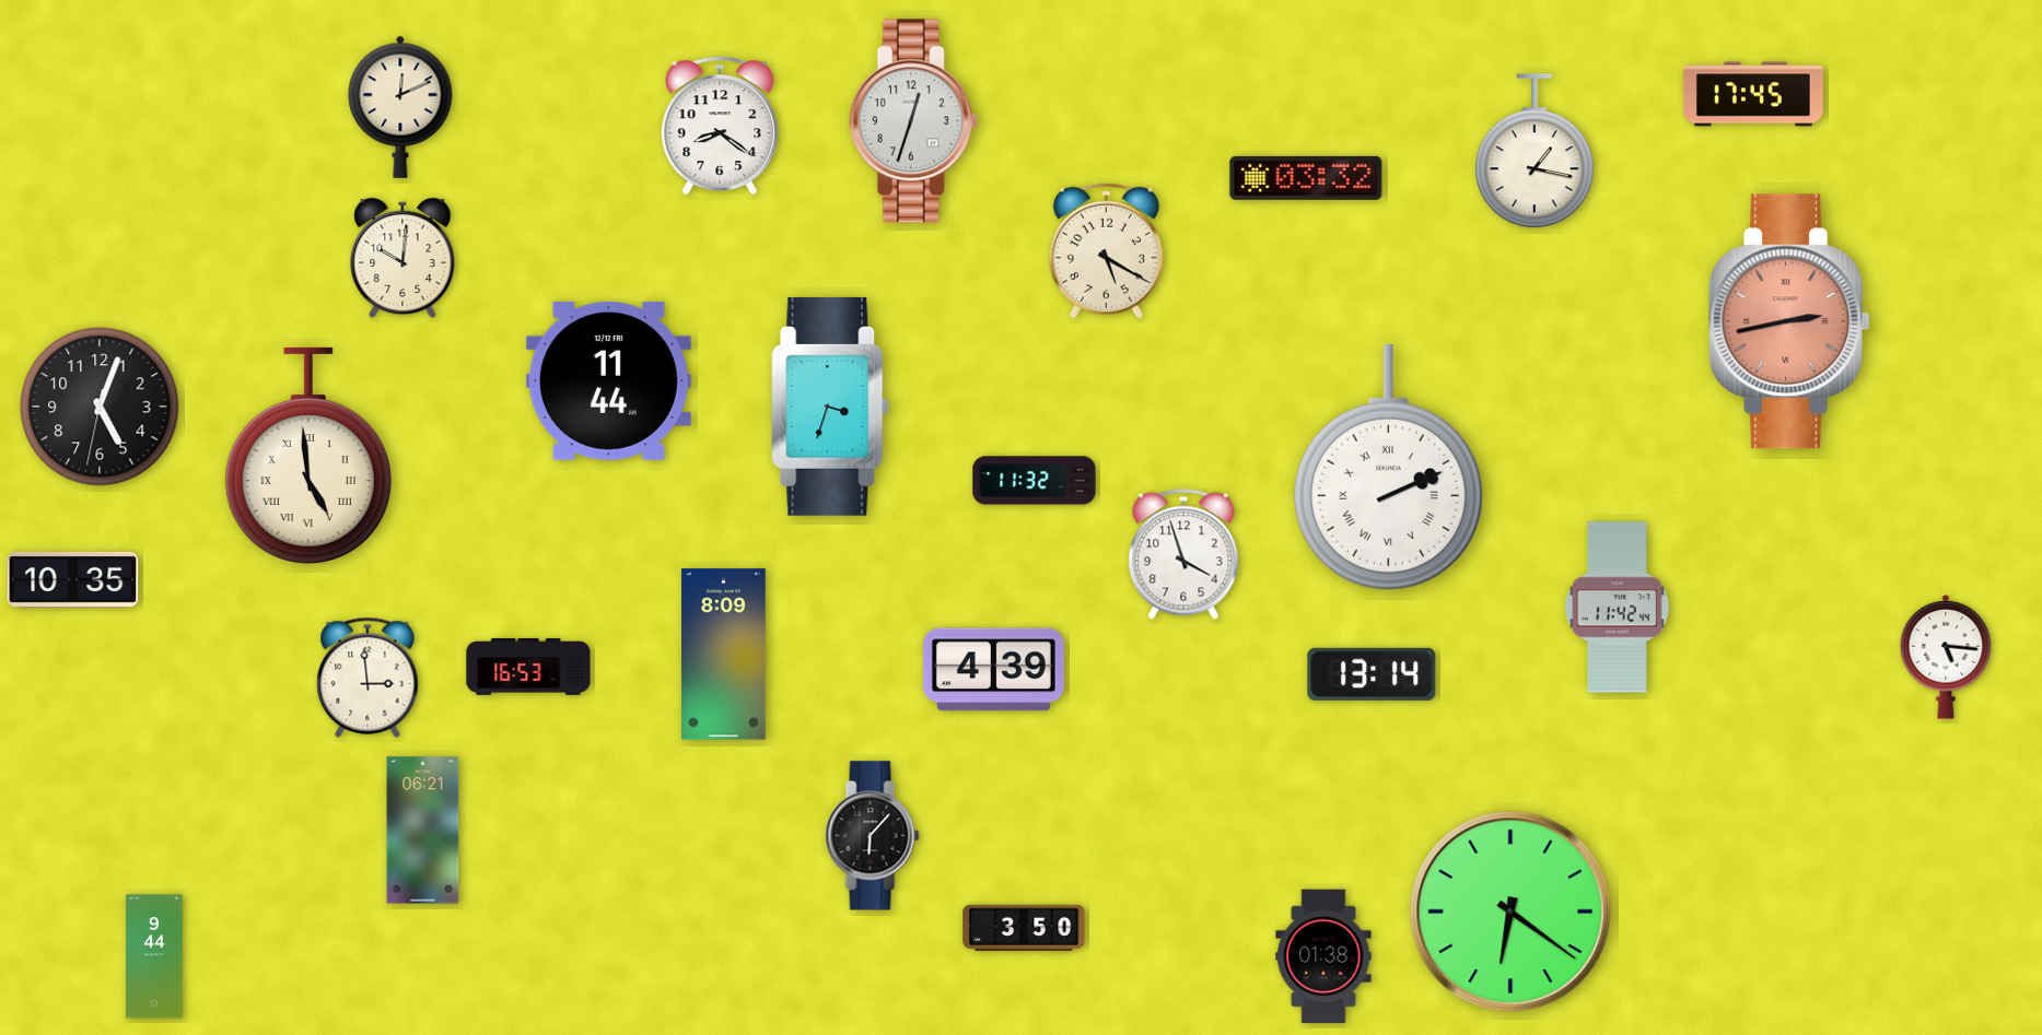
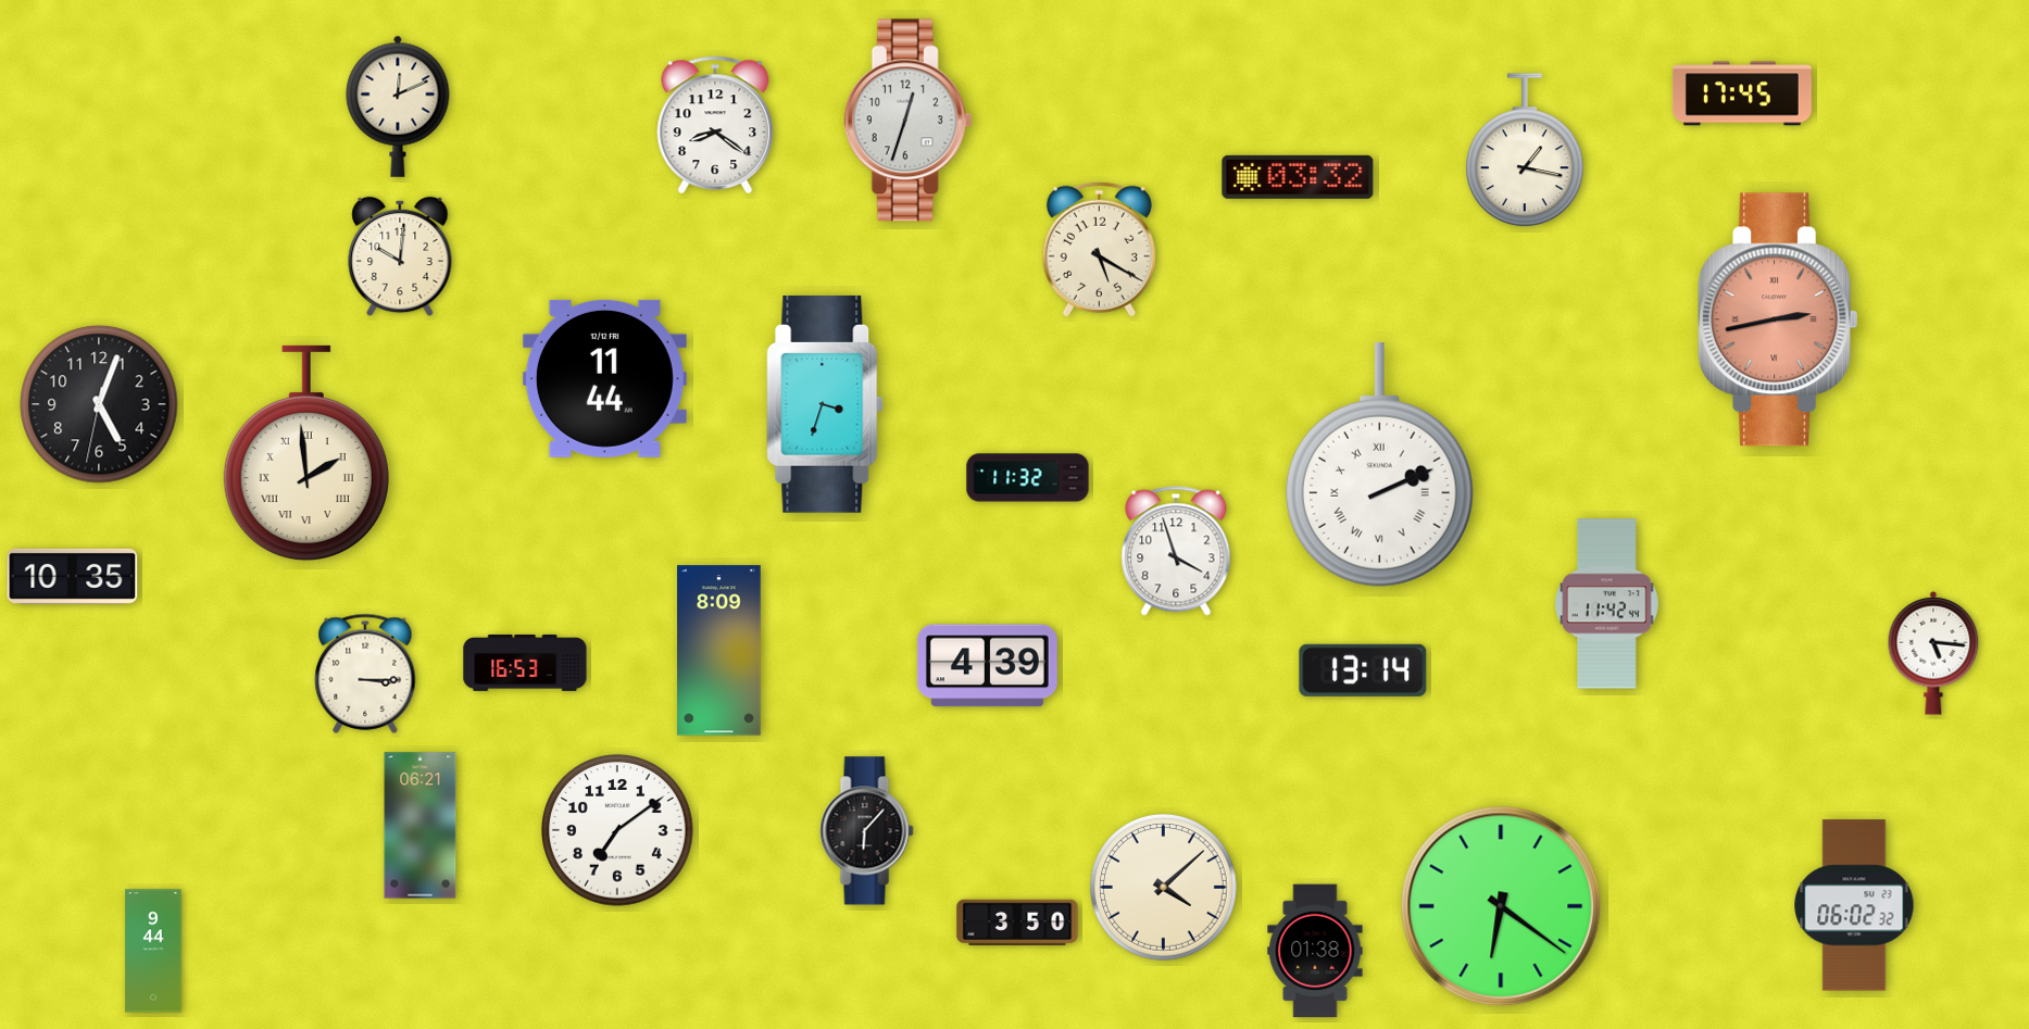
clock at (308, 456): 4:59 -> 1:59
clock at (367, 678): 2:59 -> 3:15
clock at (617, 830): none -> 7:09
clock at (1164, 888): none -> 4:08
clock at (1854, 905): none -> 06:02
